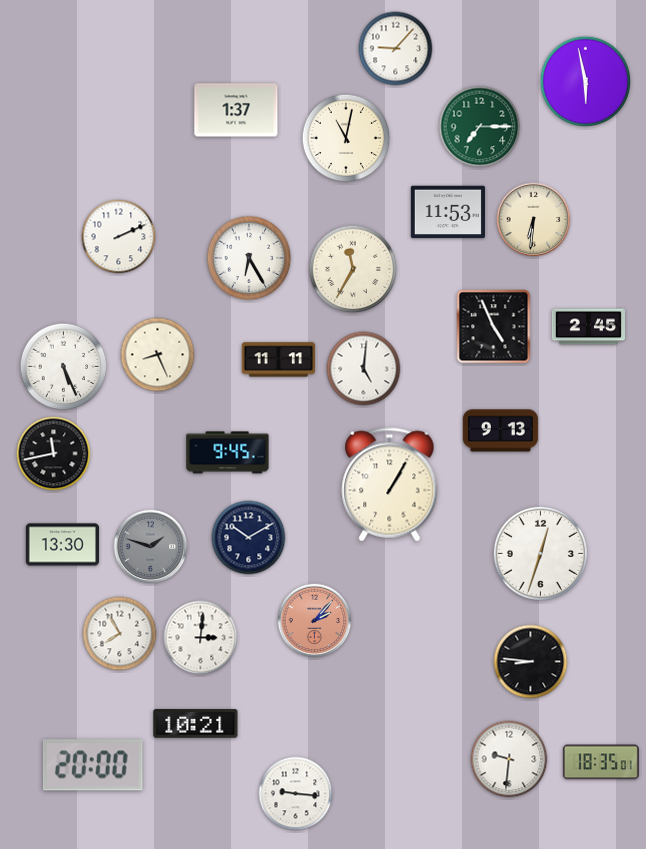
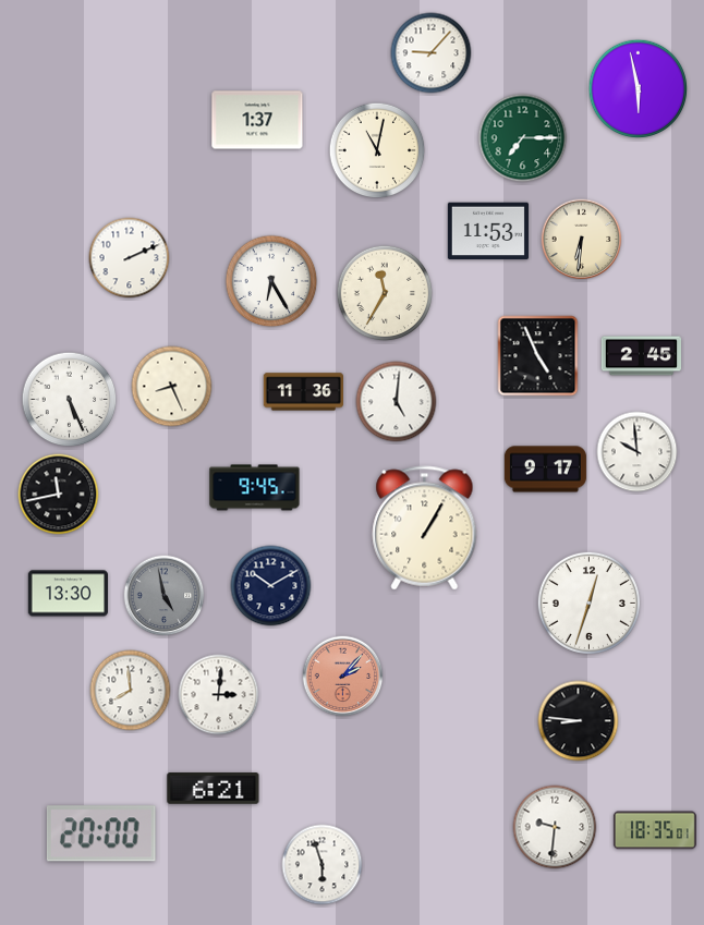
clock at (278, 360): 11:11 -> 11:36
clock at (638, 452): none -> 9:59
clock at (500, 431): 9:13 -> 9:17
clock at (228, 453) position: (228, 453) -> (255, 488)
clock at (151, 547): 1:48 -> 4:58
clock at (120, 634): 7:55 -> 7:59
clock at (196, 724): 10:21 -> 6:21
clock at (296, 794): 9:16 -> 5:57
